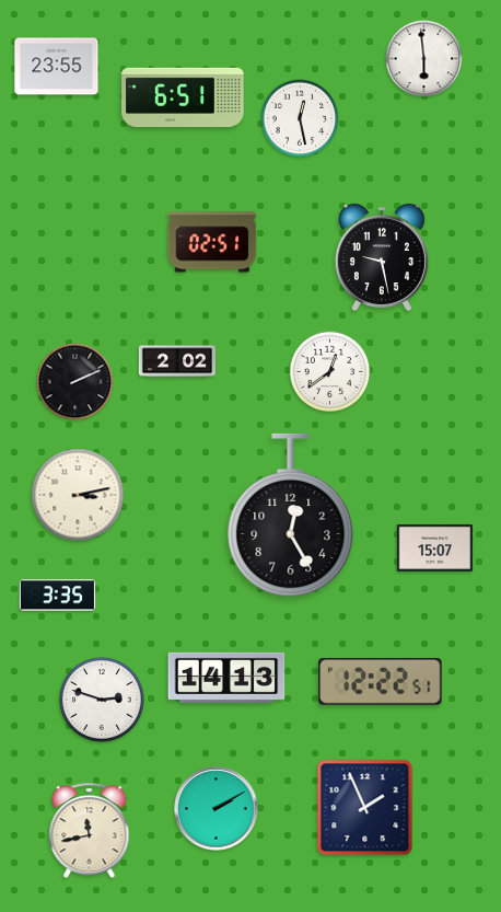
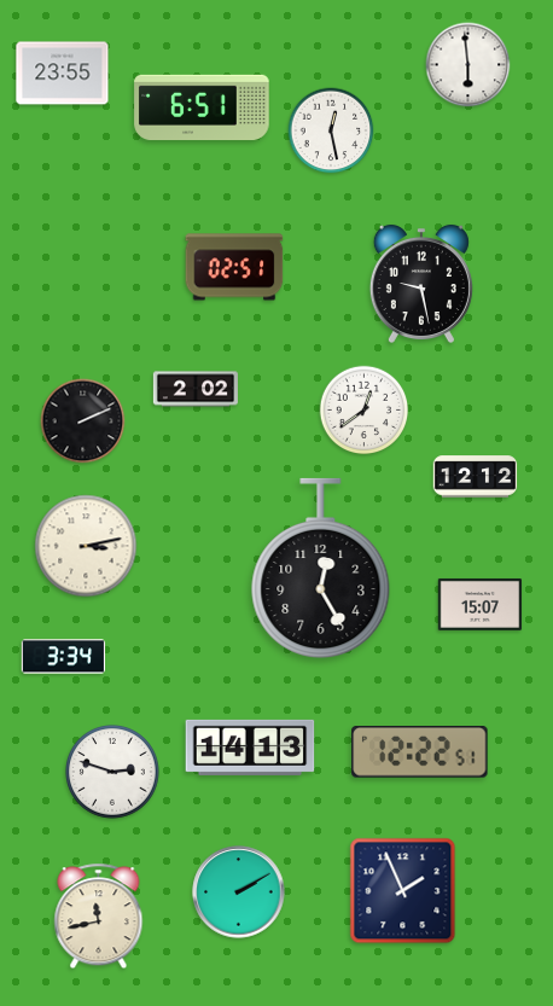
clock at (176, 361) position: (176, 361) -> (194, 389)
clock at (476, 477): none -> 12:12
clock at (58, 596): 3:35 -> 3:34
